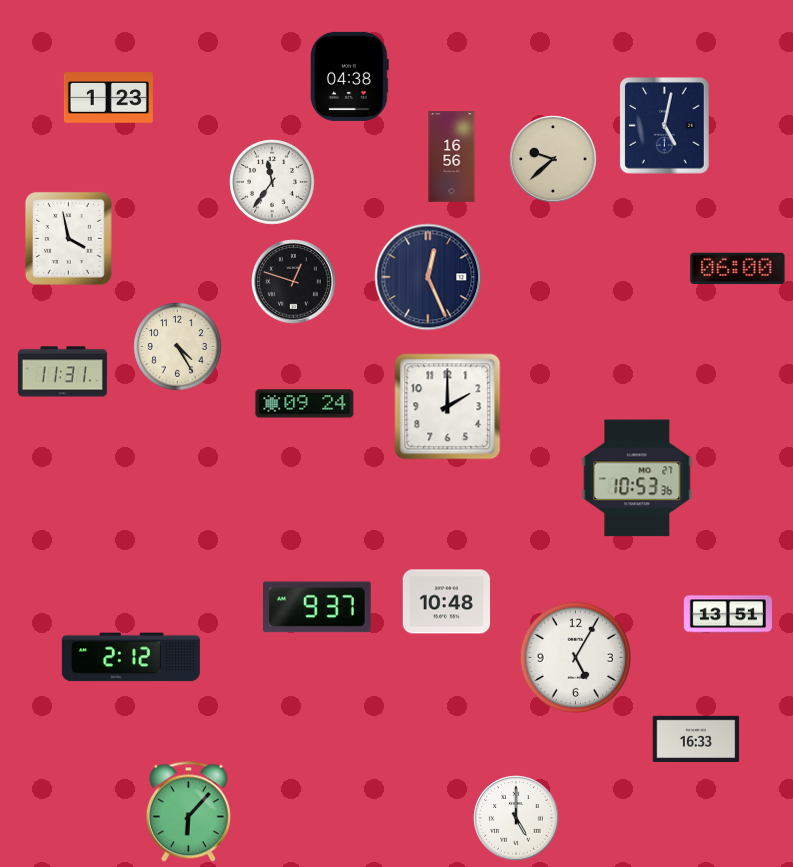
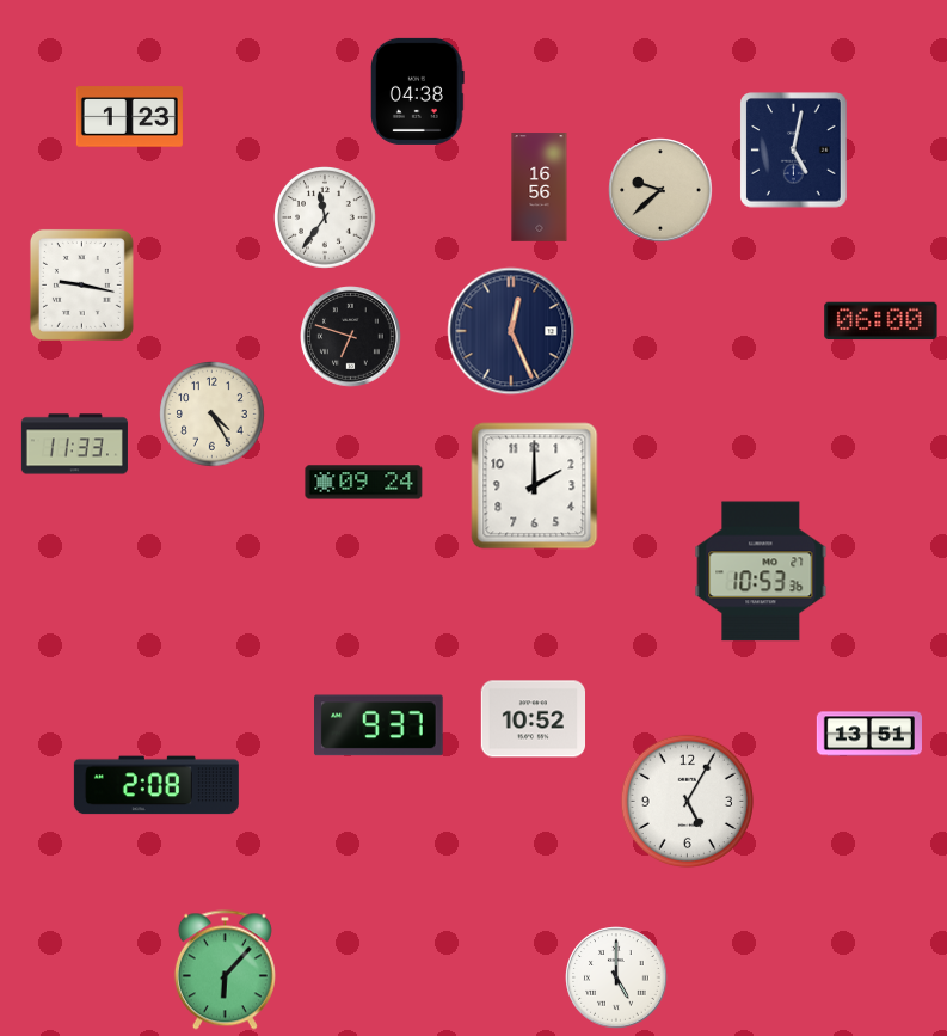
clock at (68, 238): 3:58 -> 9:17
clock at (294, 282): 12:48 -> 6:48
clock at (62, 372): 11:31 -> 11:33
clock at (447, 602): 10:48 -> 10:52
clock at (131, 657): 2:12 -> 2:08
clock at (575, 657) position: (575, 657) -> (687, 801)
clock at (696, 738): 16:33 -> none
